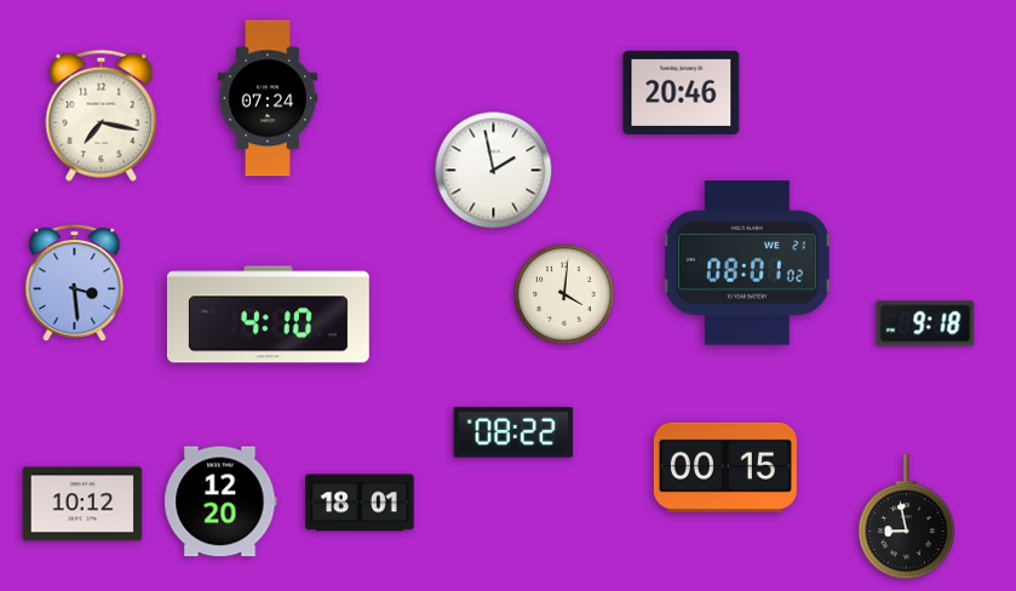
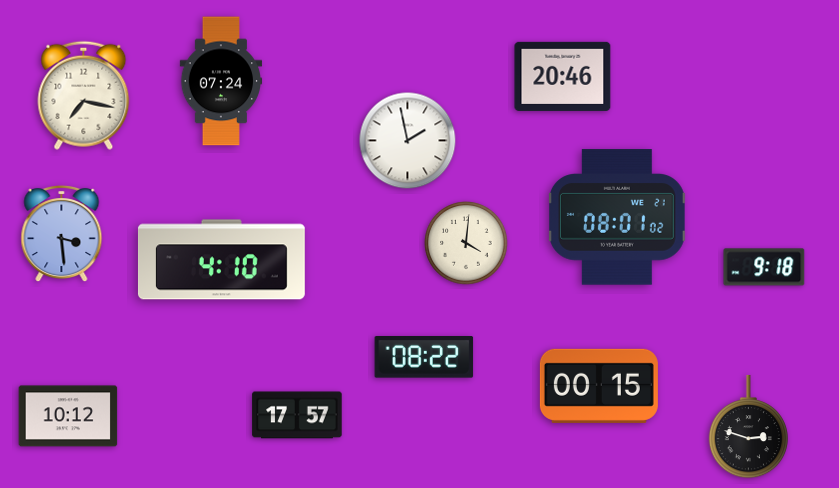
clock at (220, 501): 12:20 -> none
clock at (360, 503): 18:01 -> 17:57
clock at (907, 517): 8:58 -> 2:48
